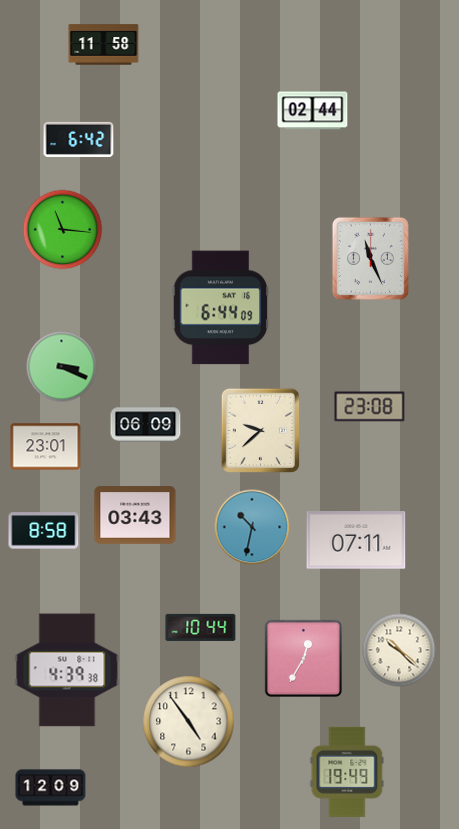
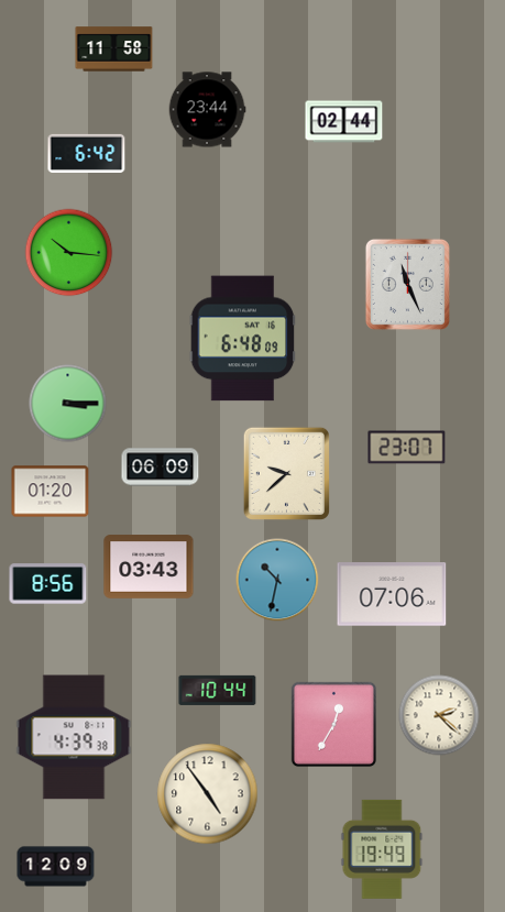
clock at (207, 110): none -> 23:44
clock at (63, 230): 11:16 -> 10:16
clock at (221, 308): 6:44 -> 6:48
clock at (62, 367): 3:19 -> 3:15
clock at (370, 407): 23:08 -> 23:07
clock at (46, 447): 23:01 -> 01:20
clock at (44, 531): 8:58 -> 8:56
clock at (356, 540): 07:11 -> 07:06
clock at (201, 627) position: (201, 627) -> (218, 690)
clock at (399, 650): 10:22 -> 2:22
